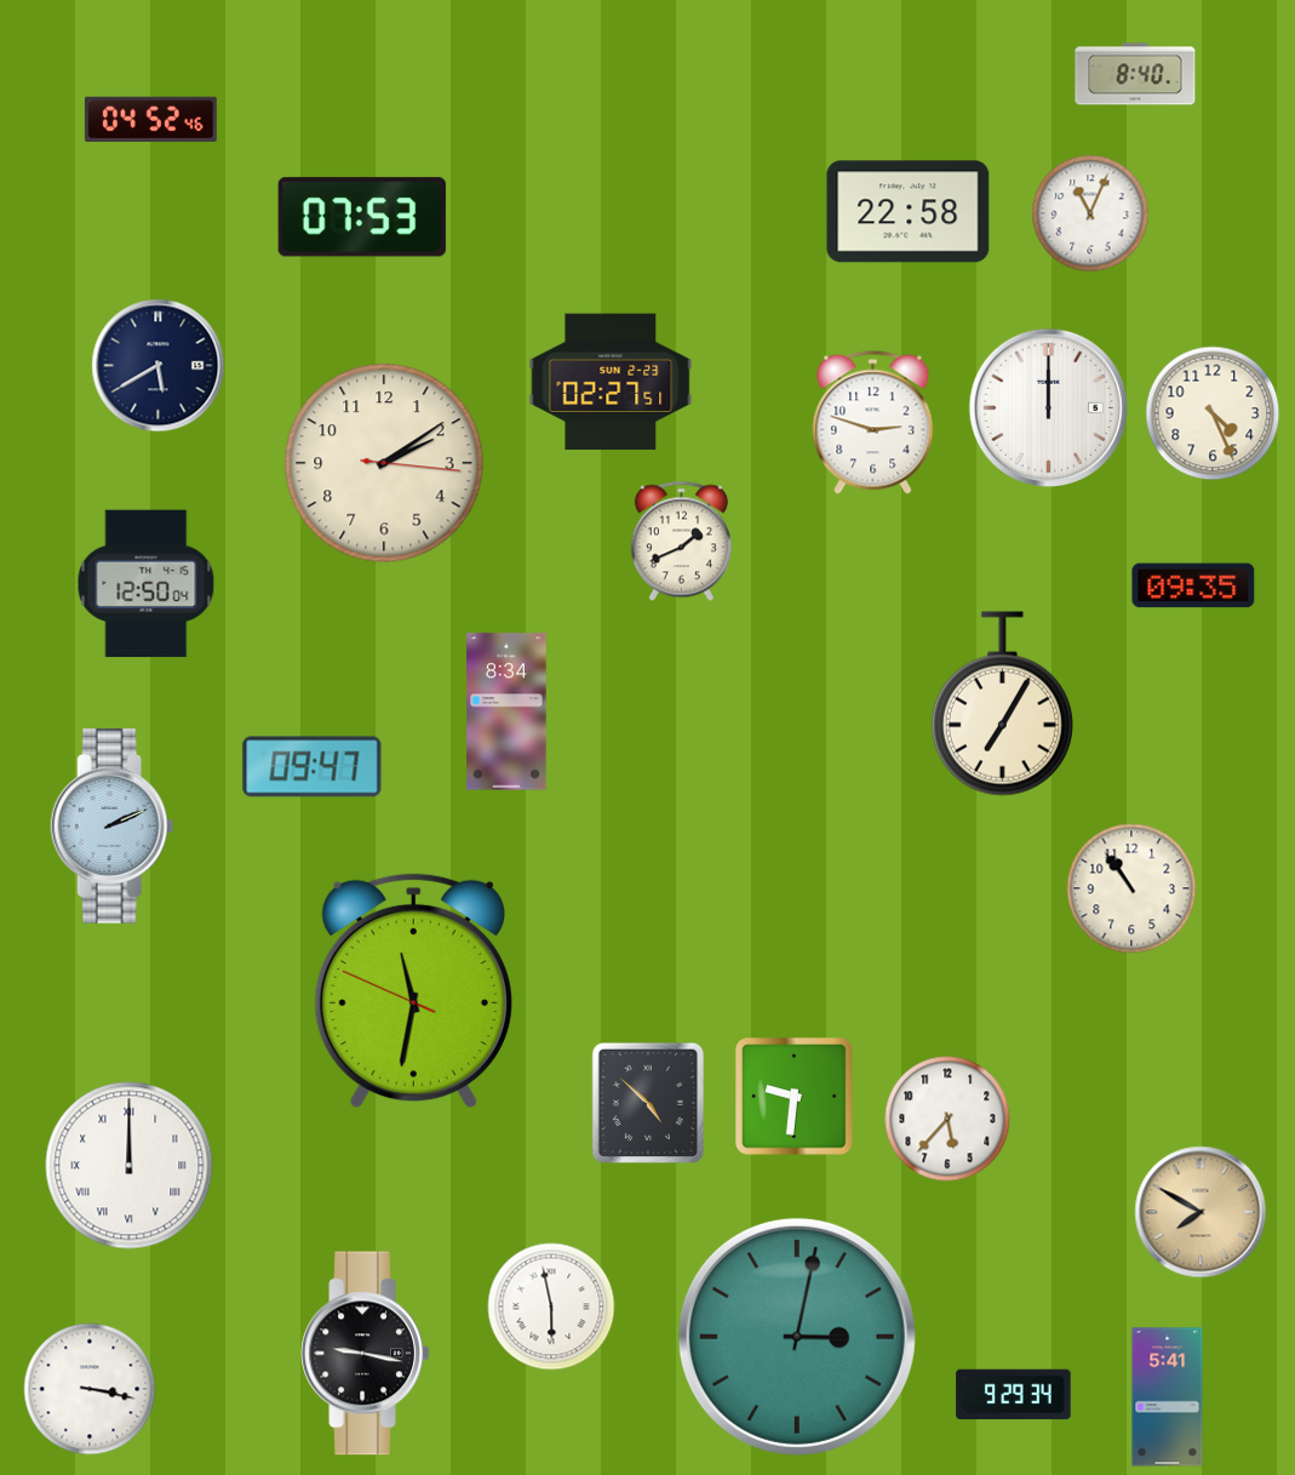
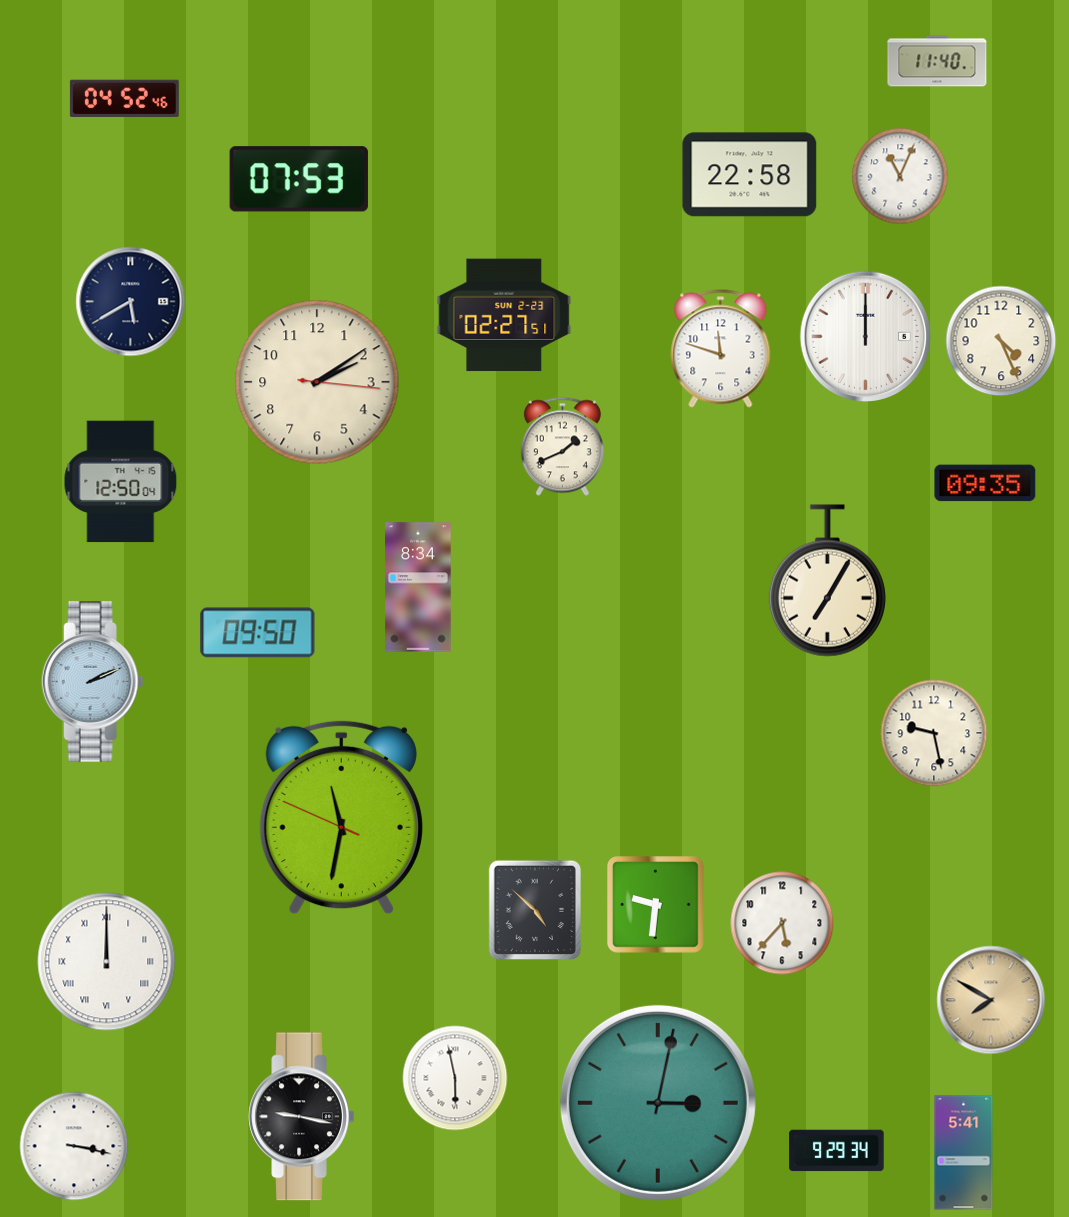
clock at (1135, 74): 8:40 -> 11:40
clock at (873, 423): 2:48 -> 11:48
clock at (313, 767): 09:47 -> 09:50
clock at (1131, 888): 10:54 -> 9:28
